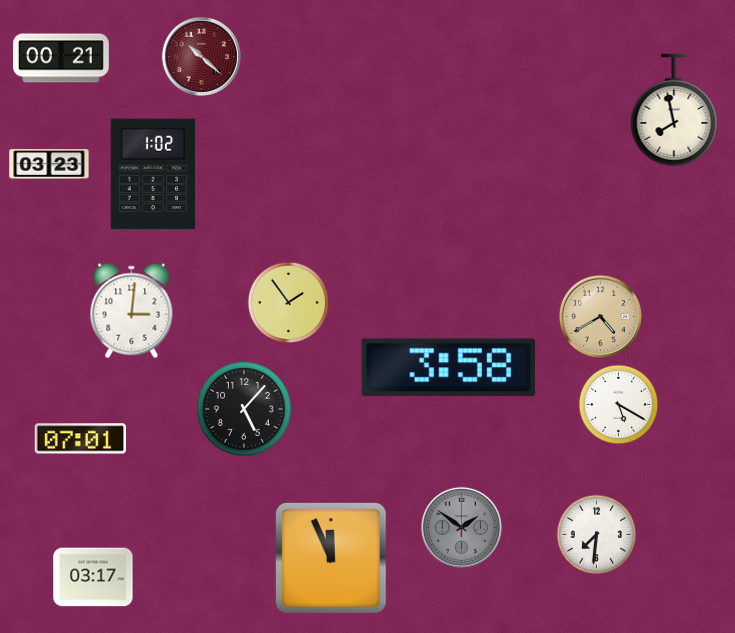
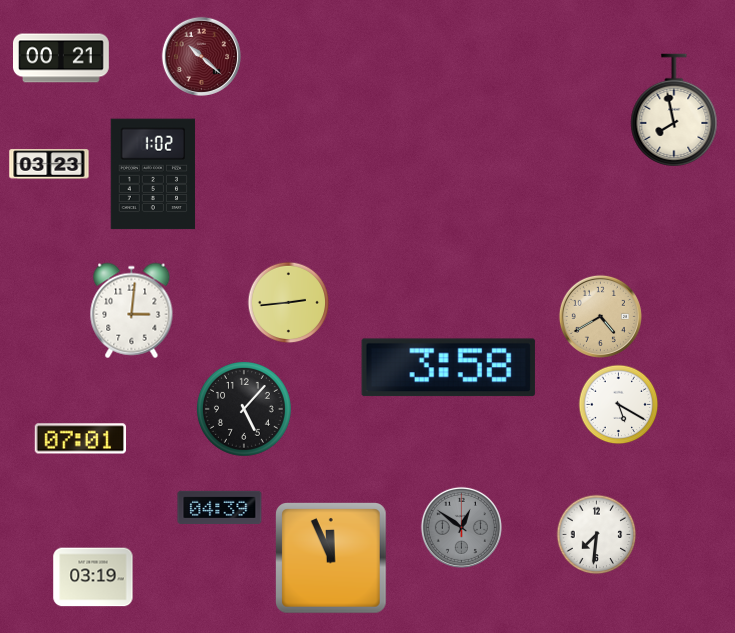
clock at (289, 303): 1:54 -> 2:44
clock at (220, 507): none -> 04:39
clock at (461, 527): 1:51 -> 12:51
clock at (93, 577): 03:17 -> 03:19
